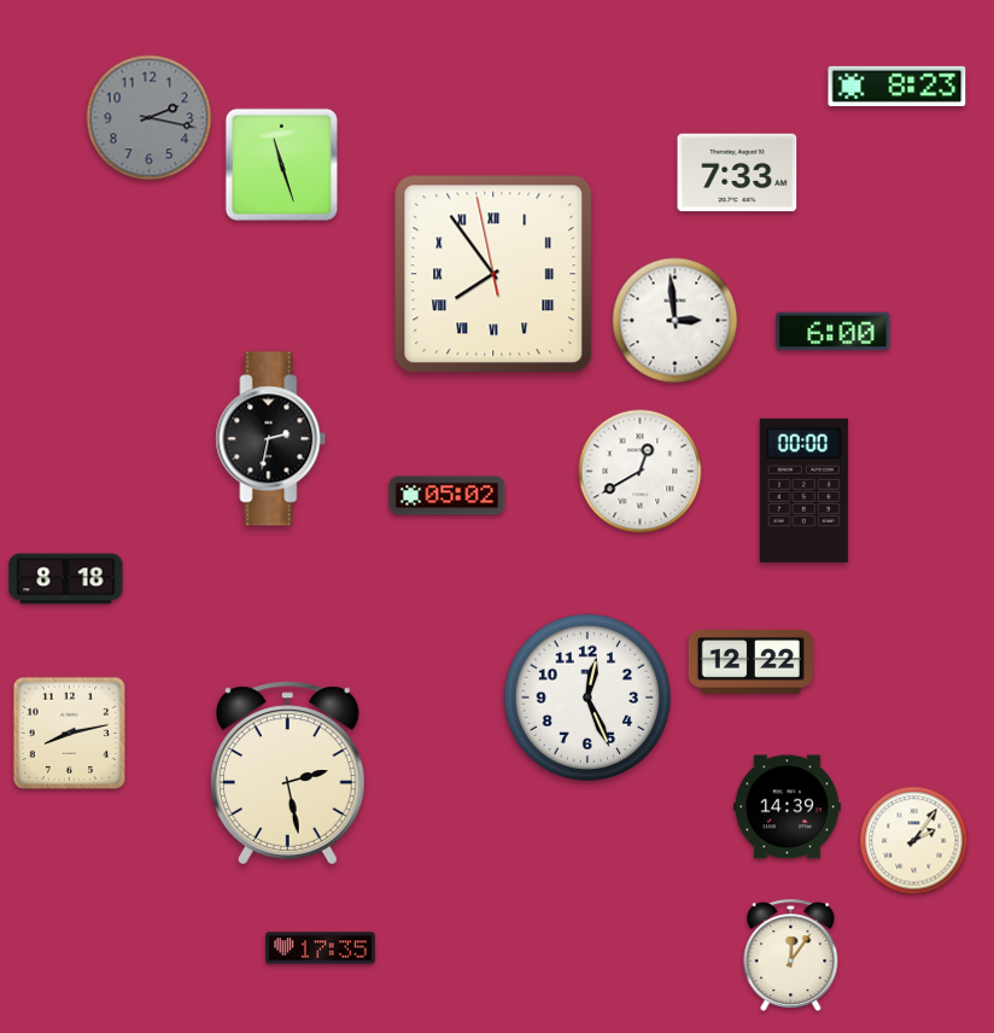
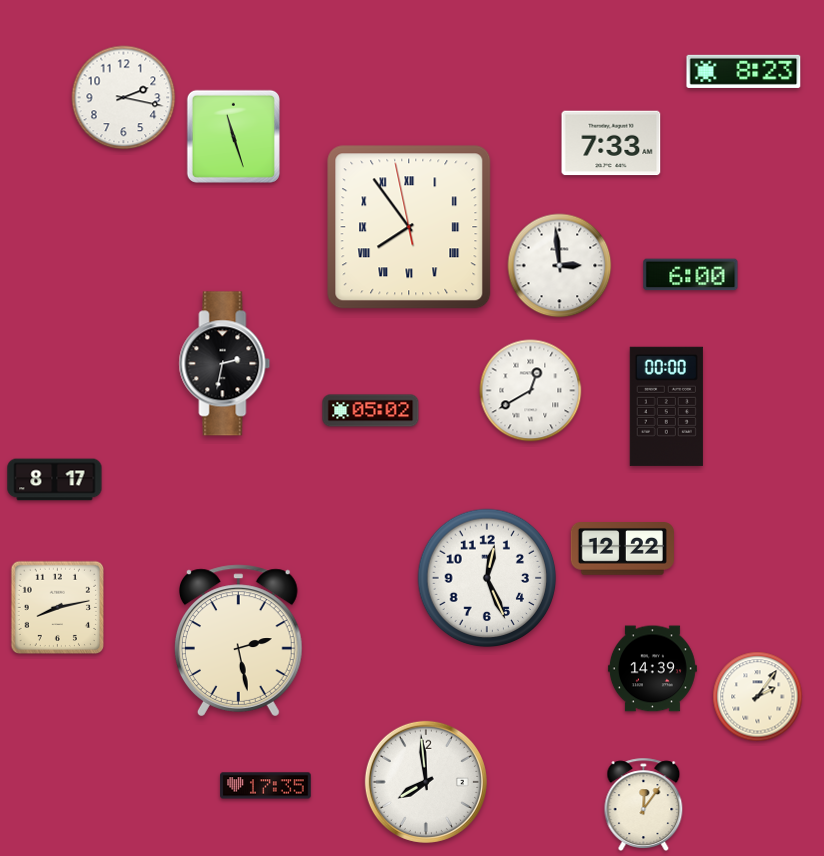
clock at (150, 118) dial: grey -> white
clock at (66, 579): 8:18 -> 8:17
clock at (426, 782): none -> 7:59
clock at (791, 955) position: (791, 955) -> (644, 804)
